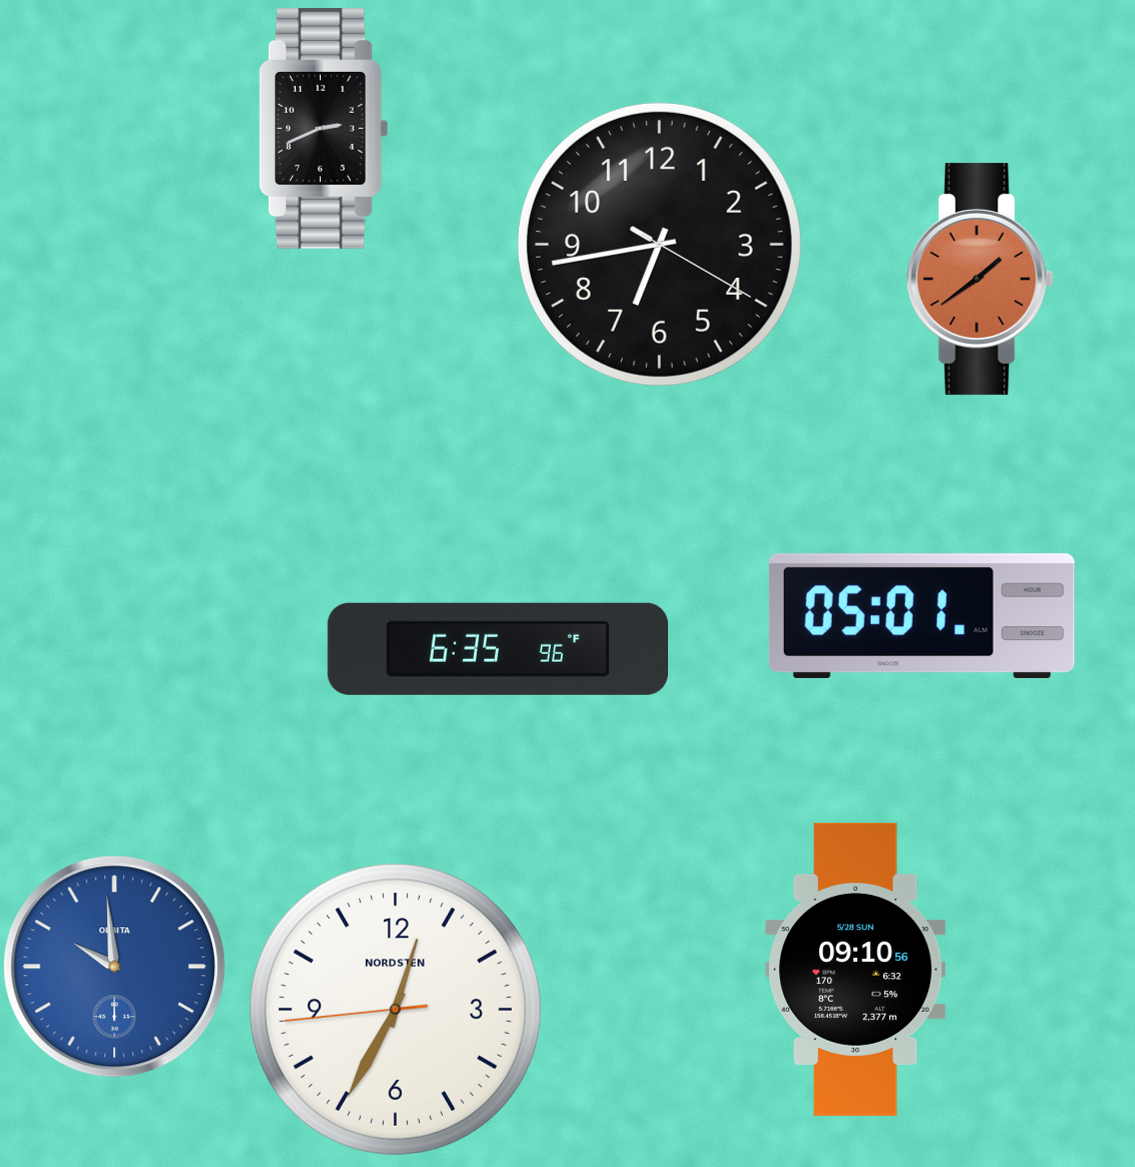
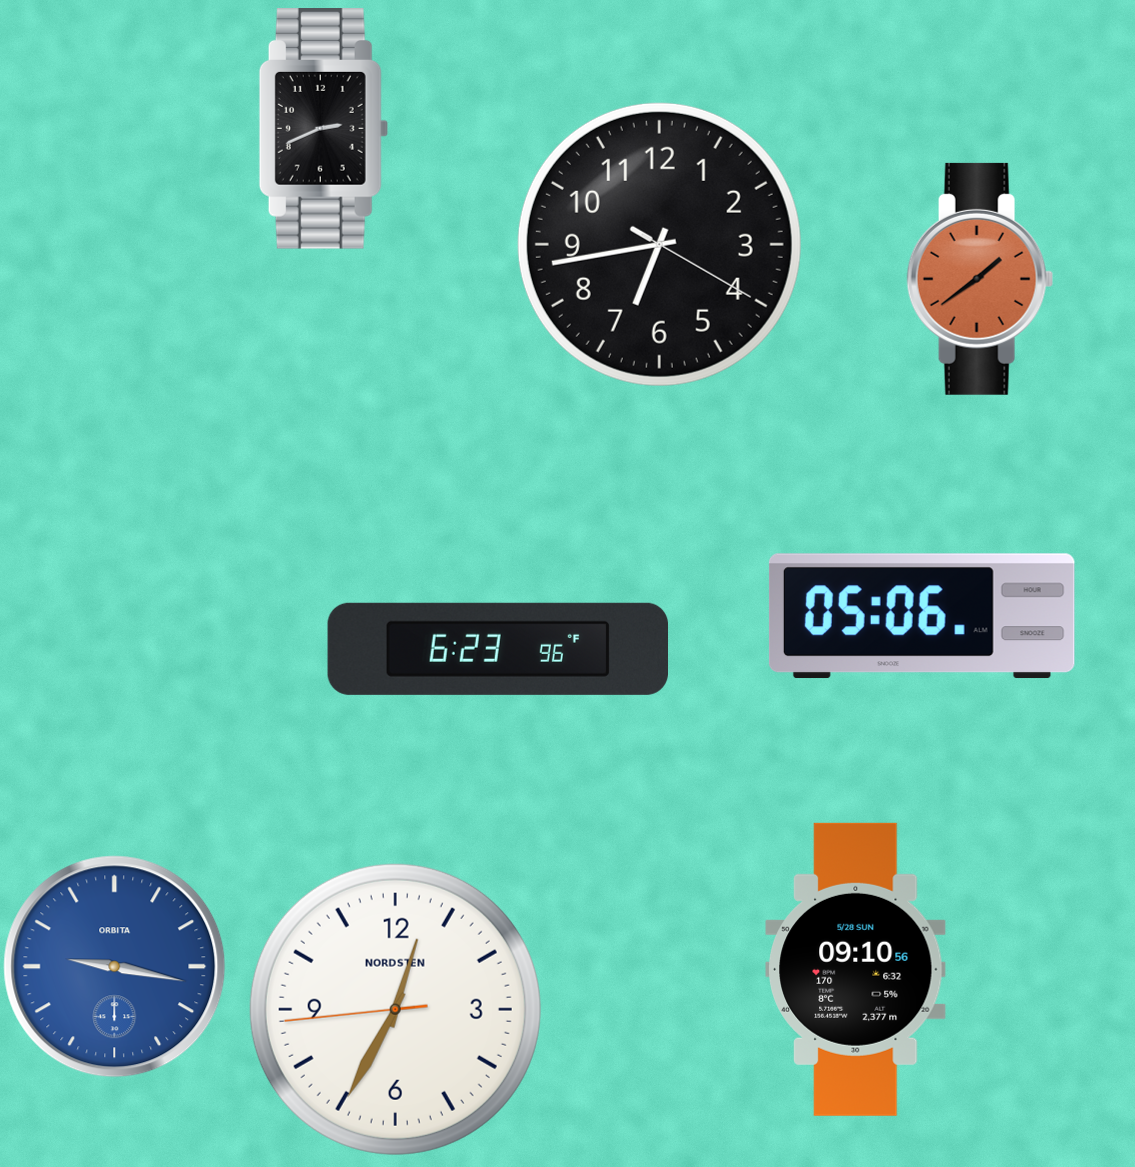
clock at (922, 616): 05:01 -> 05:06
clock at (497, 649): 6:35 -> 6:23
clock at (115, 967): 9:59 -> 9:17
